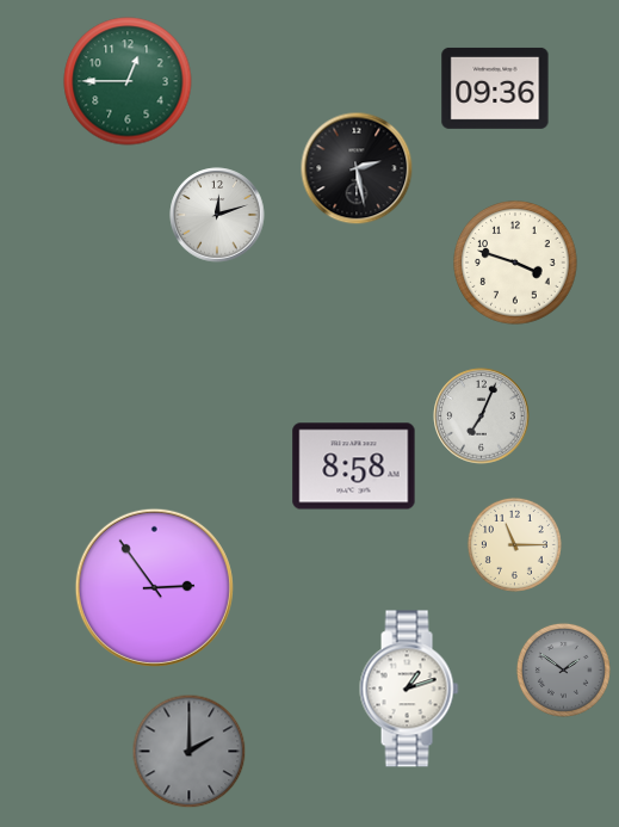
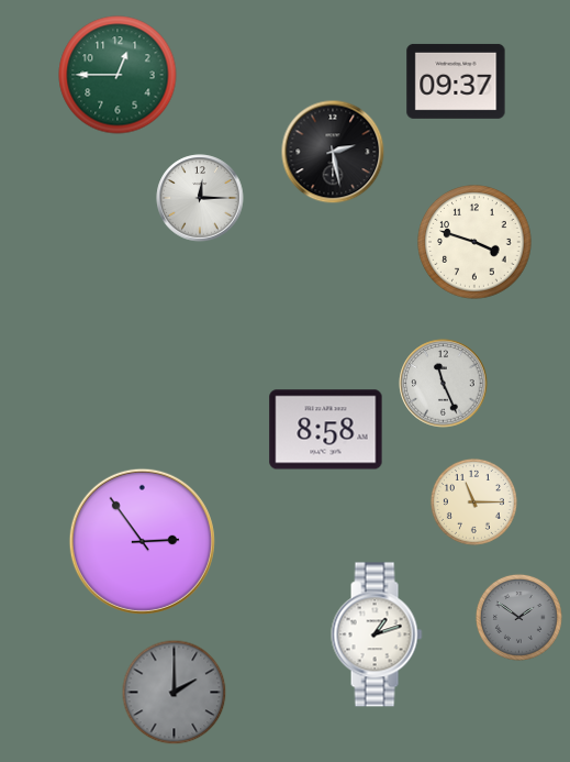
clock at (495, 88): 09:36 -> 09:37
clock at (357, 168) position: (357, 168) -> (333, 152)
clock at (217, 215): 12:12 -> 12:15
clock at (482, 416): 7:04 -> 11:26
